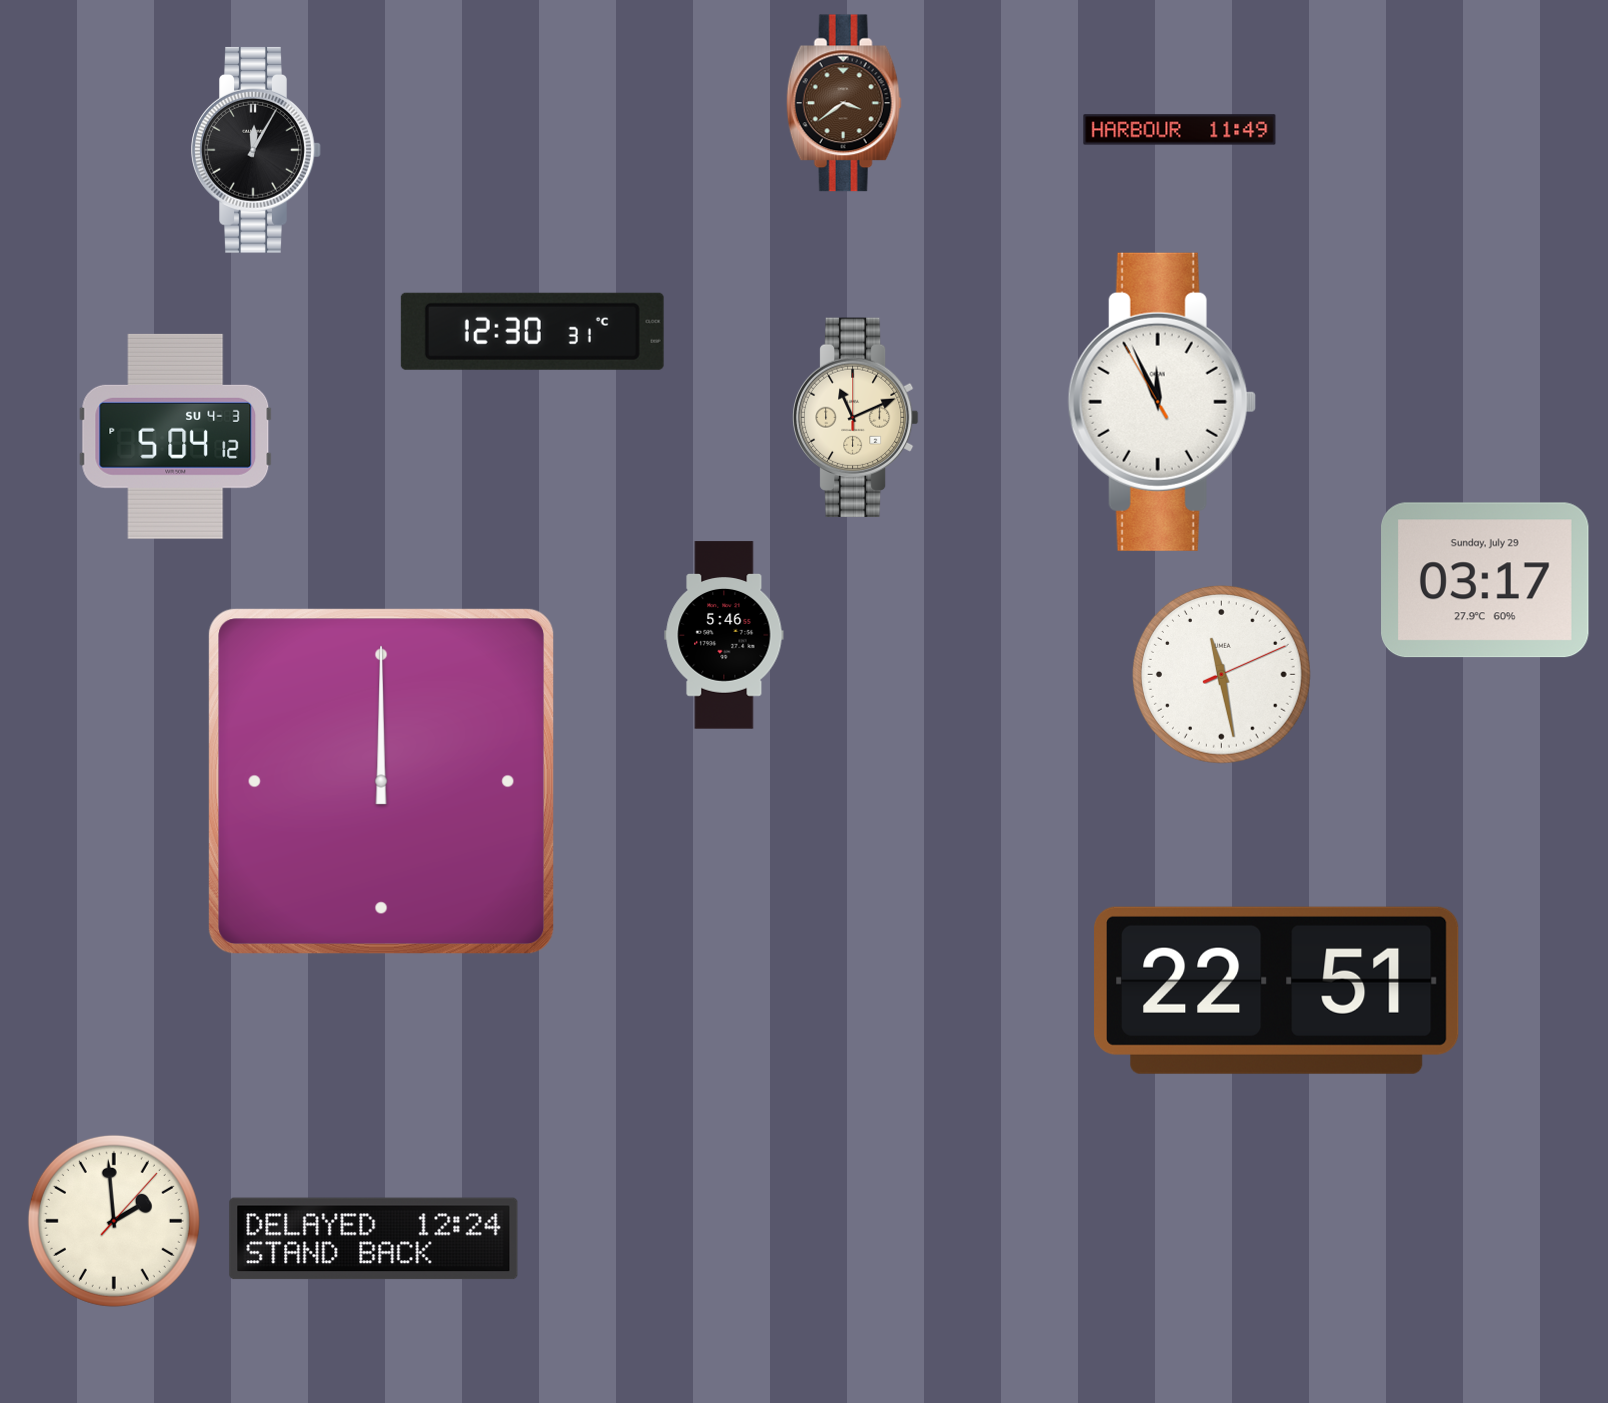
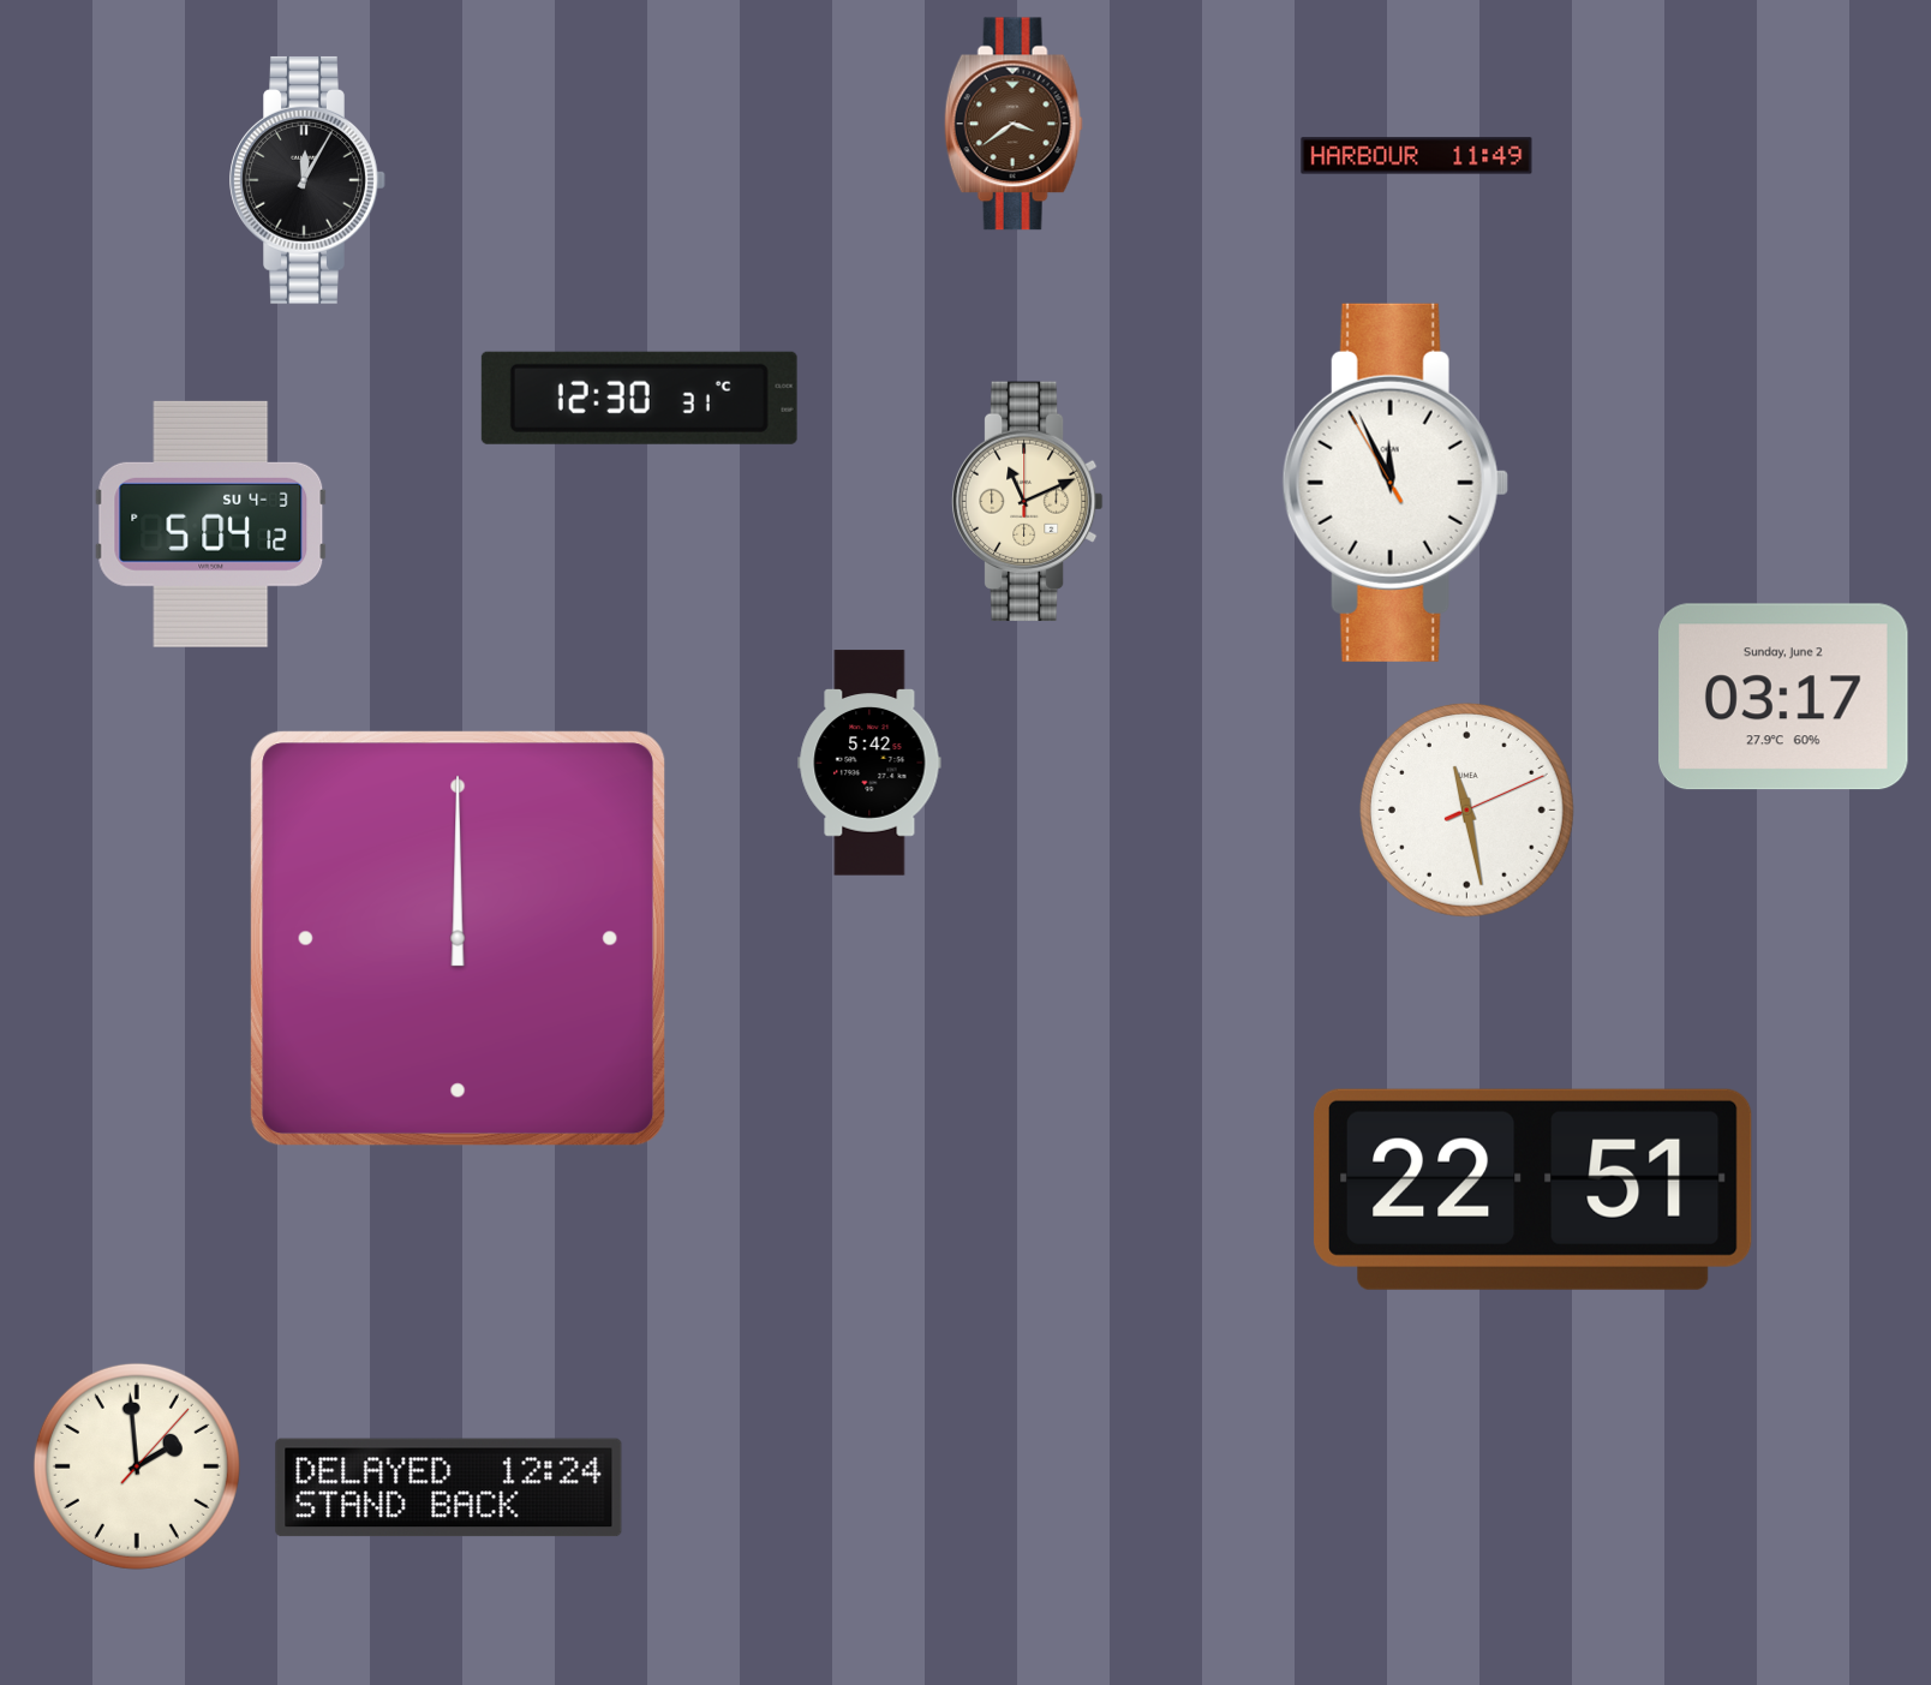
clock at (1486, 580) date: Sunday, July 29 -> Sunday, June 2
clock at (724, 635): 5:46 -> 5:42
